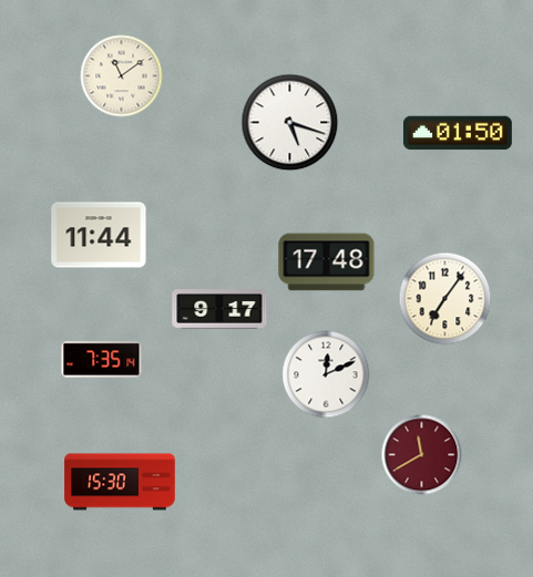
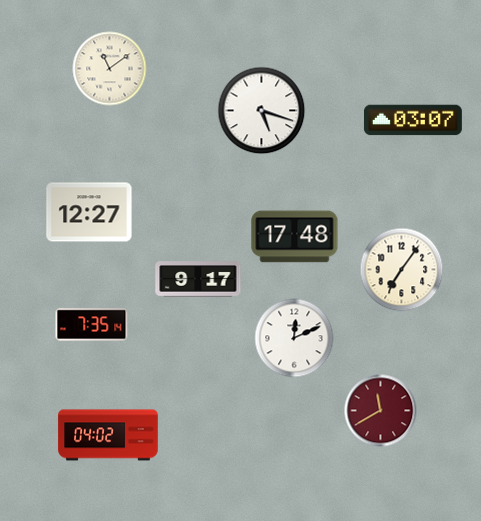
clock at (458, 133): 01:50 -> 03:07
clock at (99, 235): 11:44 -> 12:27
clock at (120, 482): 15:30 -> 04:02
